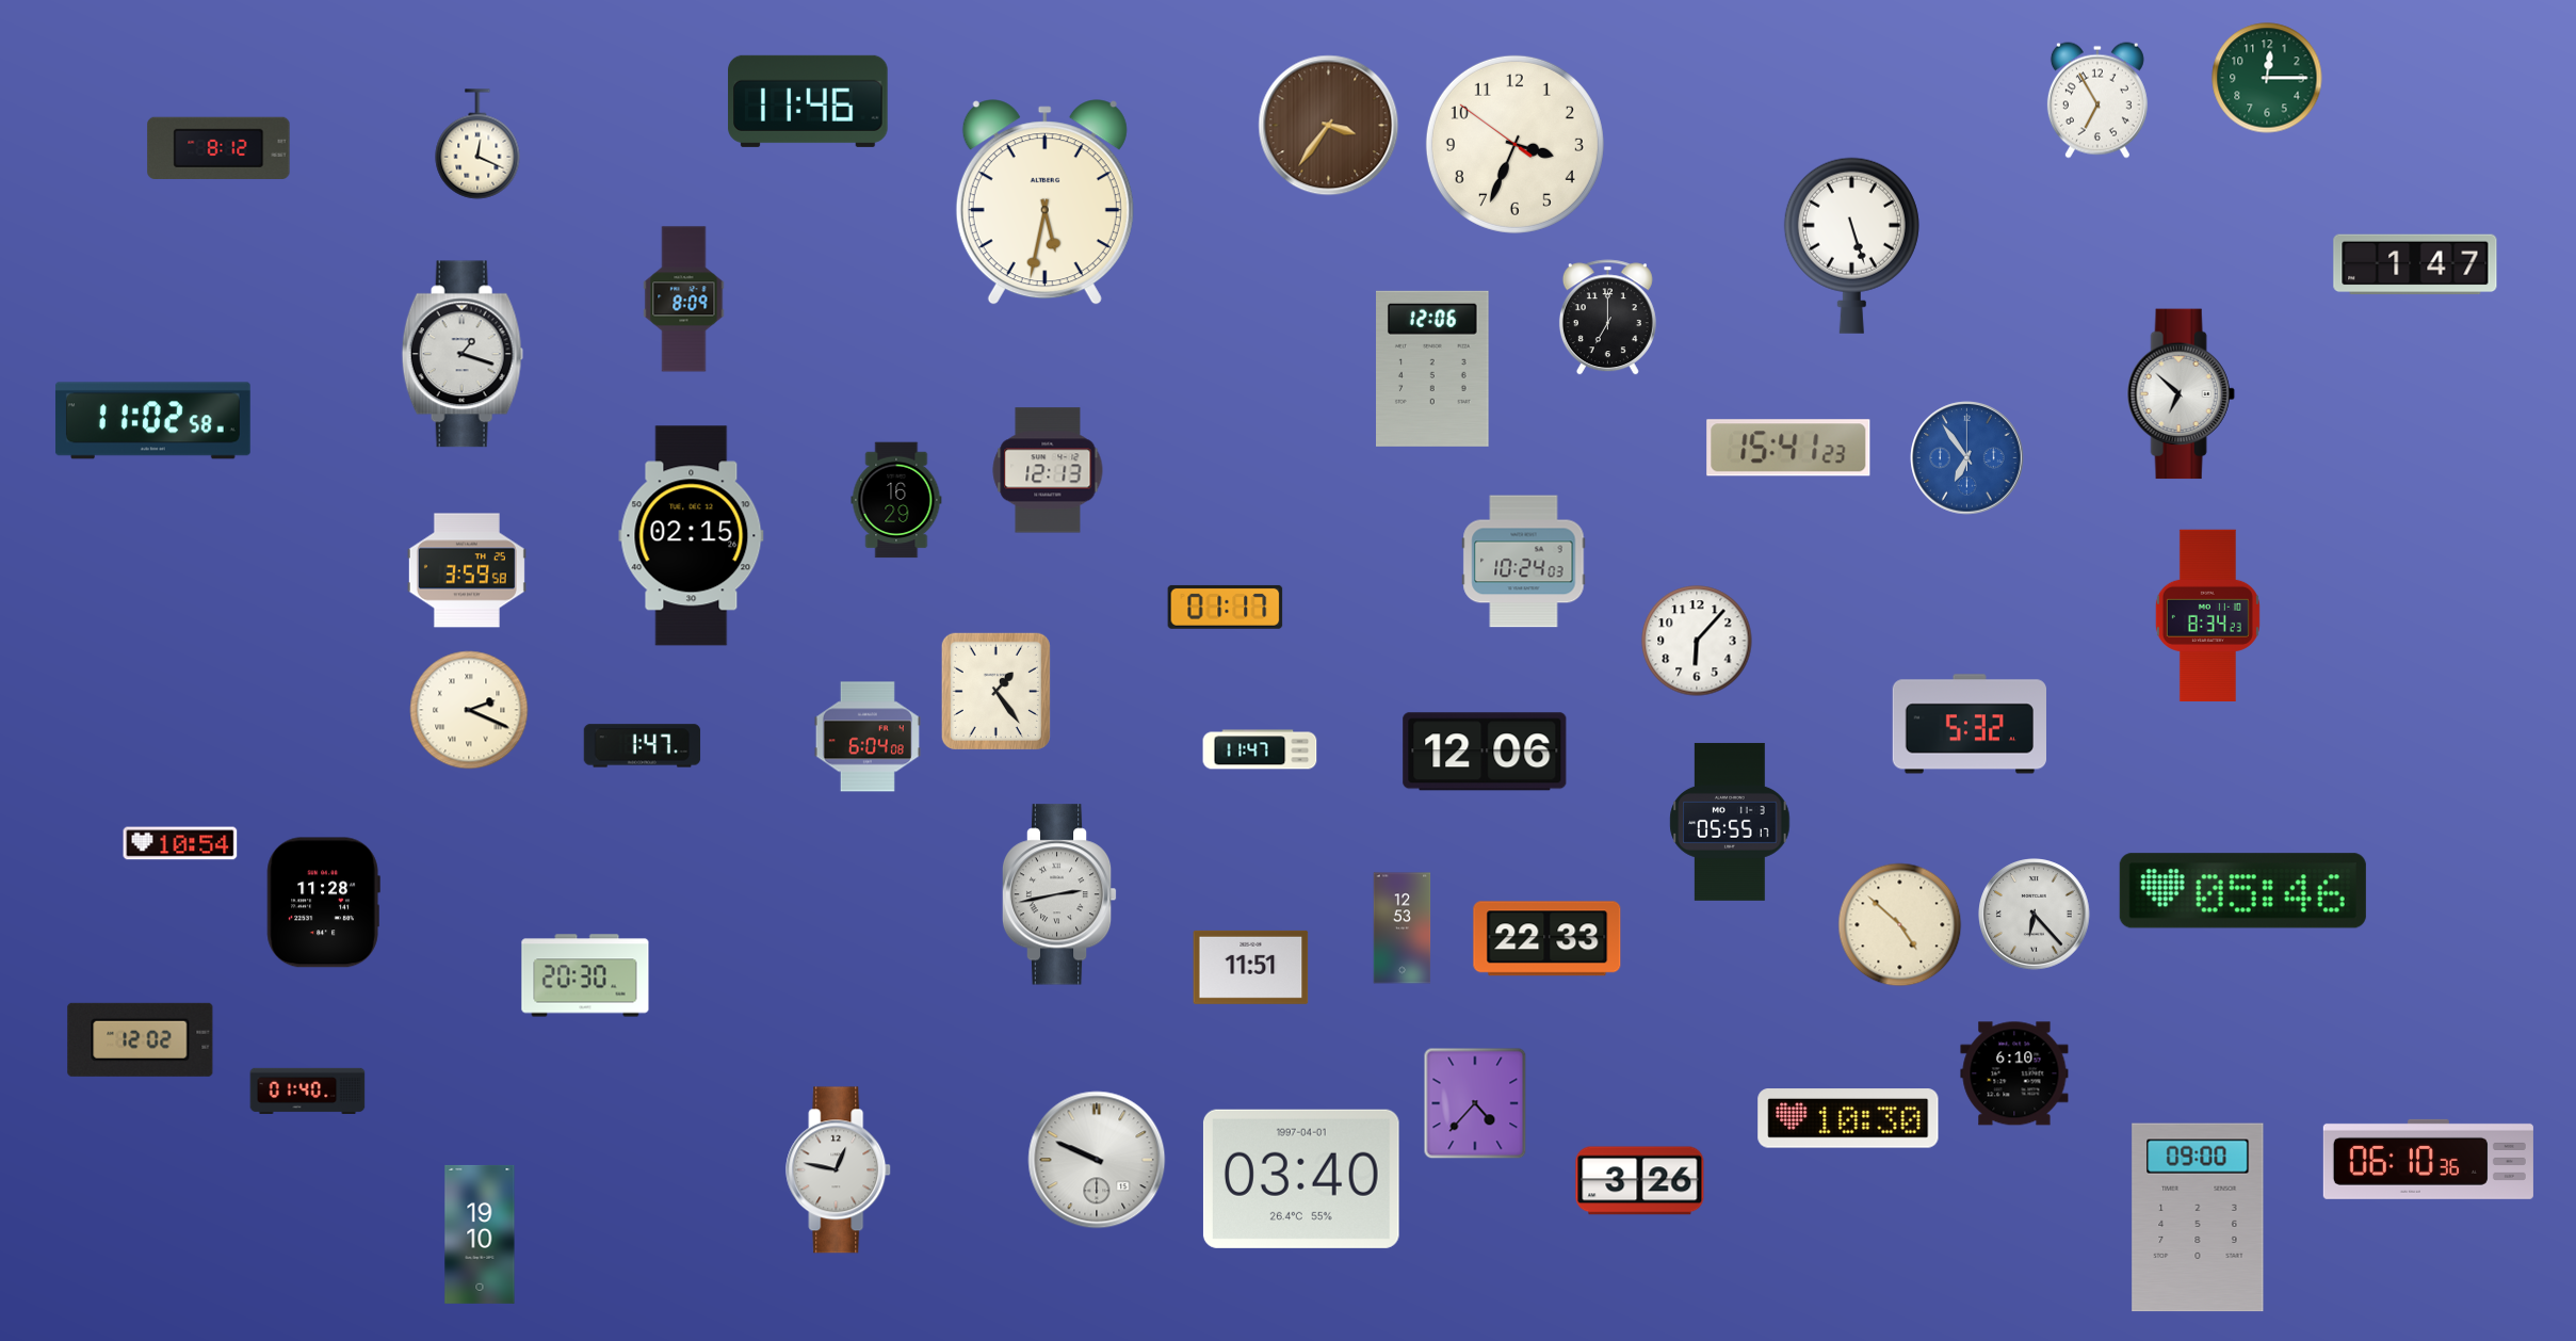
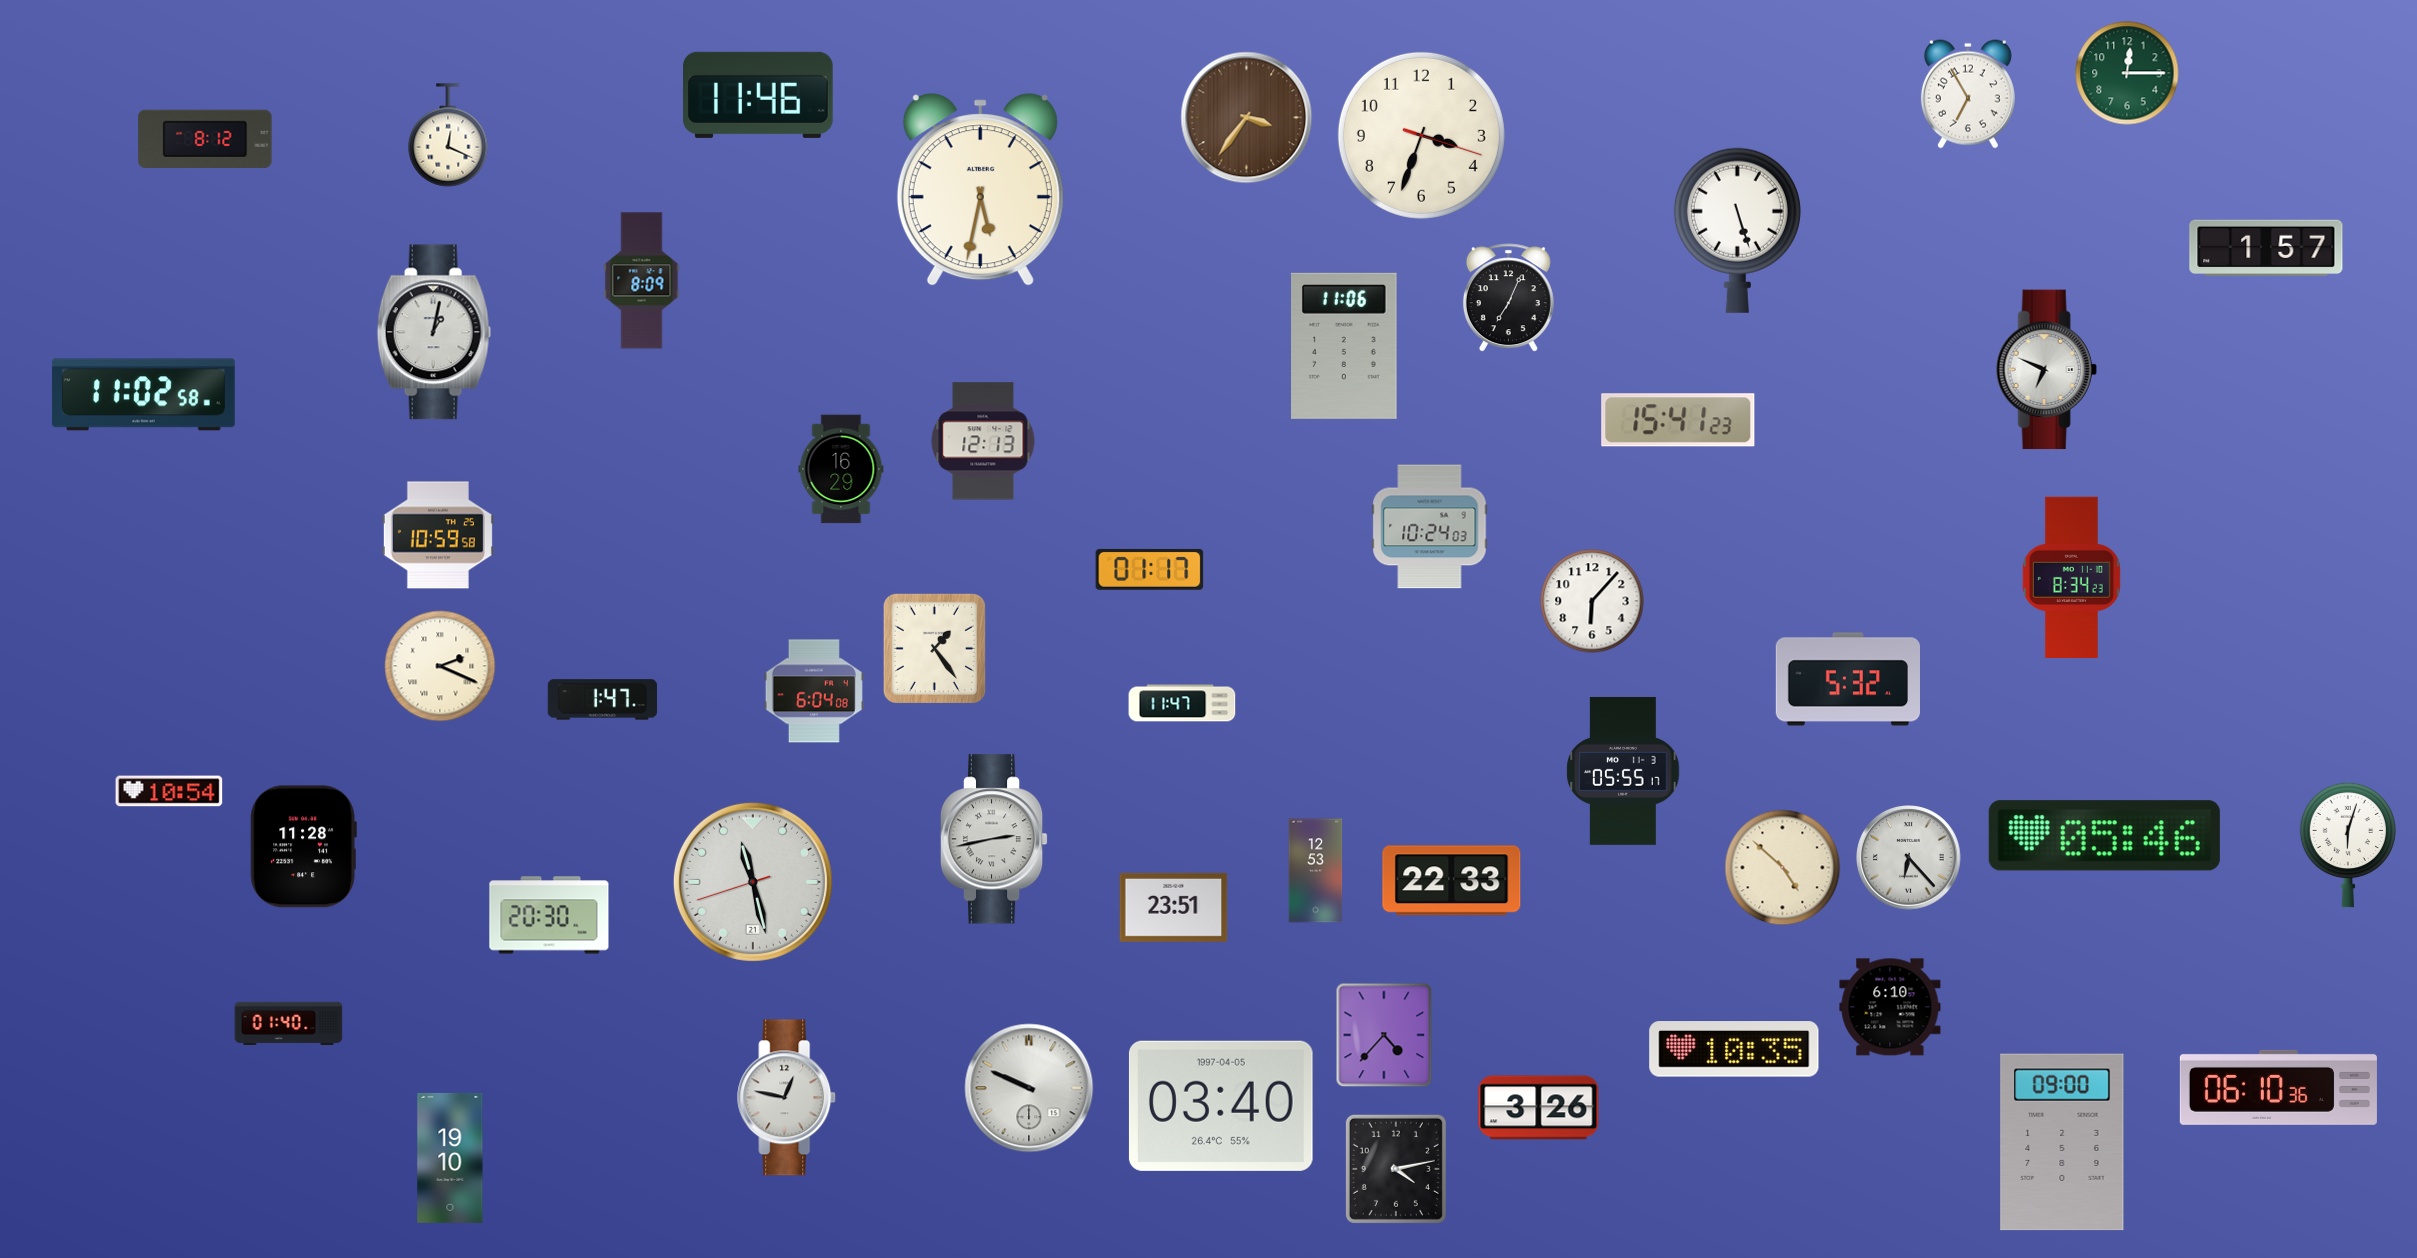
clock at (1514, 144): 3:33:51 -> 3:33:18
clock at (2415, 264): 1:47 -> 1:57
clock at (1607, 318): 7:00 -> 7:04
clock at (463, 354): 1:18 -> 1:02
clock at (1433, 369): 12:06 -> 11:06
clock at (2181, 394): 6:52 -> 6:49
clock at (1967, 458): 6:54 -> none
clock at (692, 536): 02:15 -> none
clock at (467, 570): 3:59 -> 10:59
clock at (1485, 752): 12:06 -> none
clock at (2348, 845): none -> 6:03
clock at (753, 882): none -> 11:27
clock at (1251, 967): 11:51 -> 23:51
clock at (141, 1039): 12:02 -> none
clock at (1848, 1118): 10:30 -> 10:35
clock at (1301, 1179) date: 1997-04-01 -> 1997-04-05
clock at (1396, 1169): none -> 4:13
